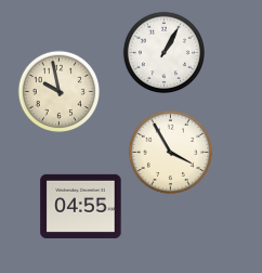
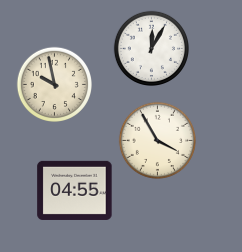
clock at (163, 52): 1:05 -> 12:05
